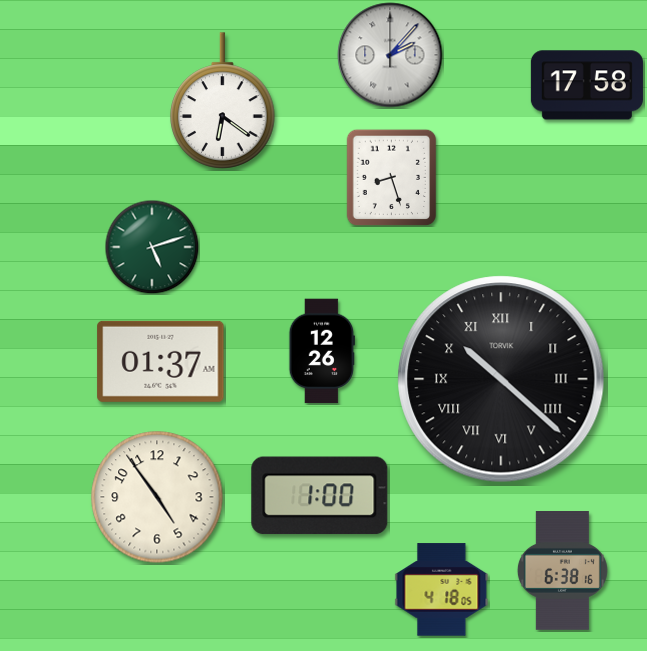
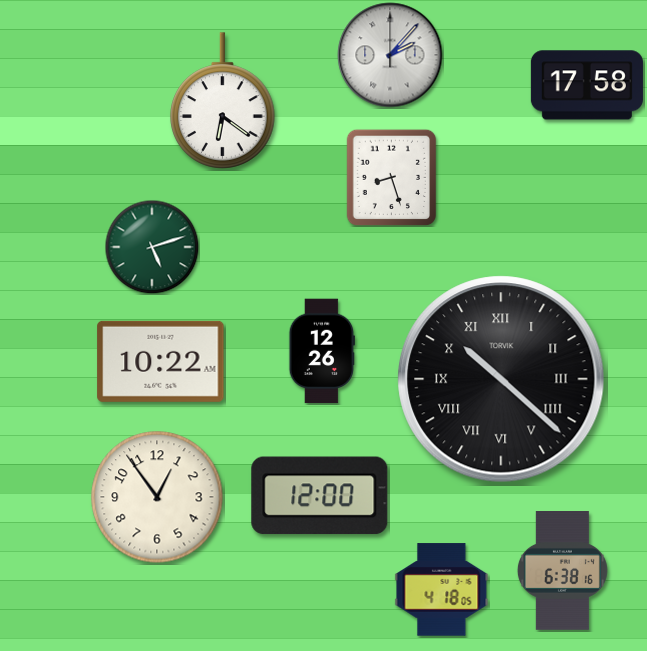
clock at (161, 361): 01:37 -> 10:22
clock at (320, 496): 1:00 -> 12:00
clock at (157, 497): 4:54 -> 12:54
